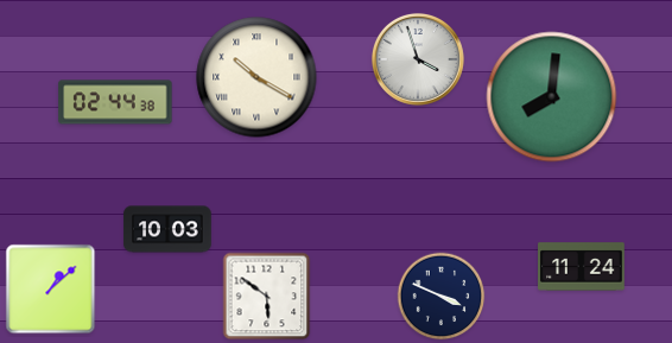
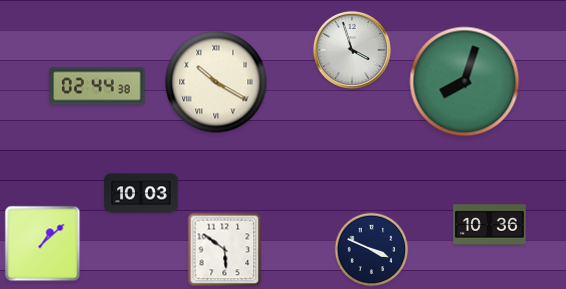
clock at (256, 77) position: (256, 77) -> (216, 82)
clock at (552, 97): 8:01 -> 8:03
clock at (582, 267): 11:24 -> 10:36
